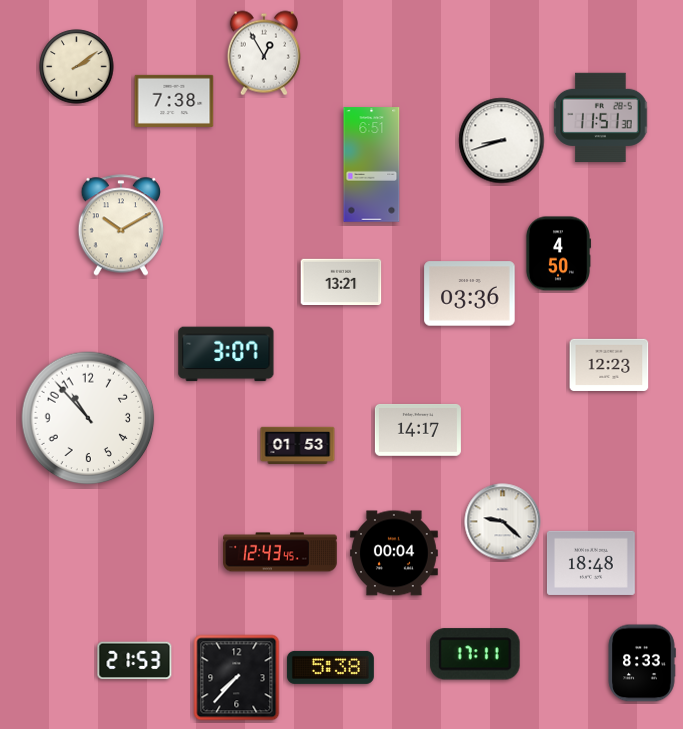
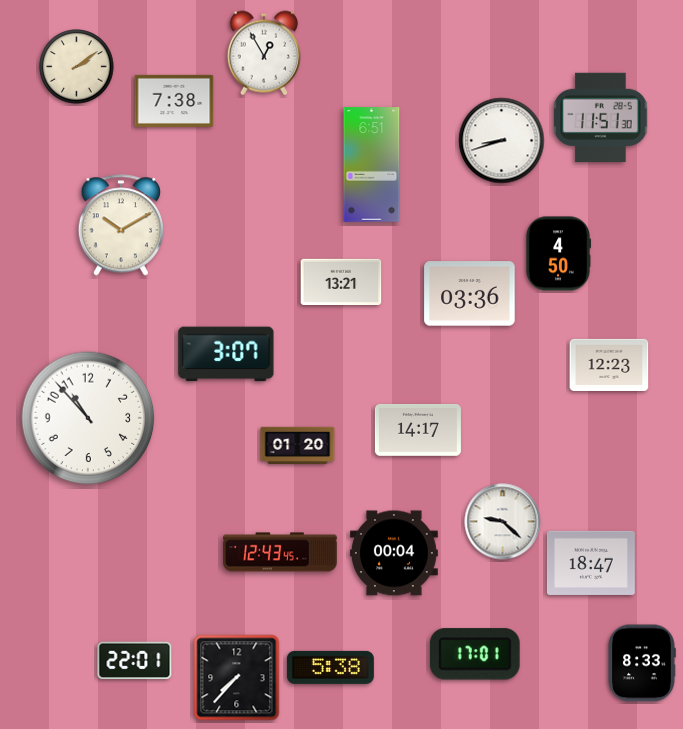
clock at (298, 445): 01:53 -> 01:20
clock at (591, 563): 18:48 -> 18:47
clock at (475, 654): 17:11 -> 17:01
clock at (135, 661): 21:53 -> 22:01
